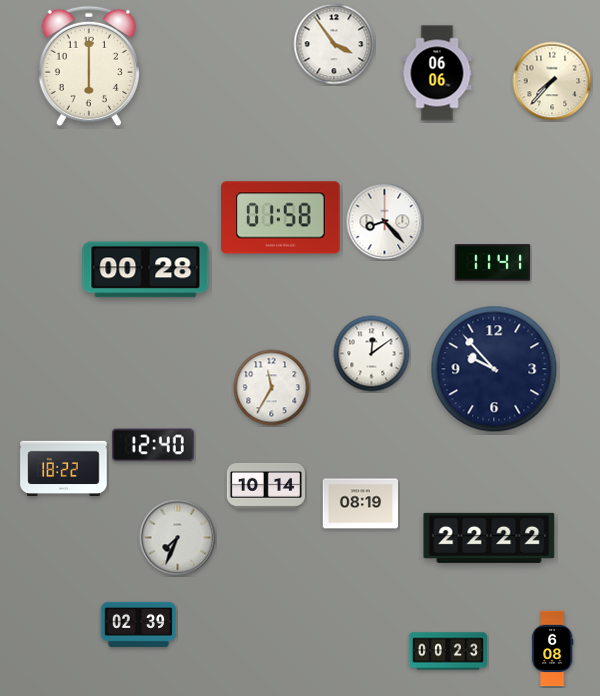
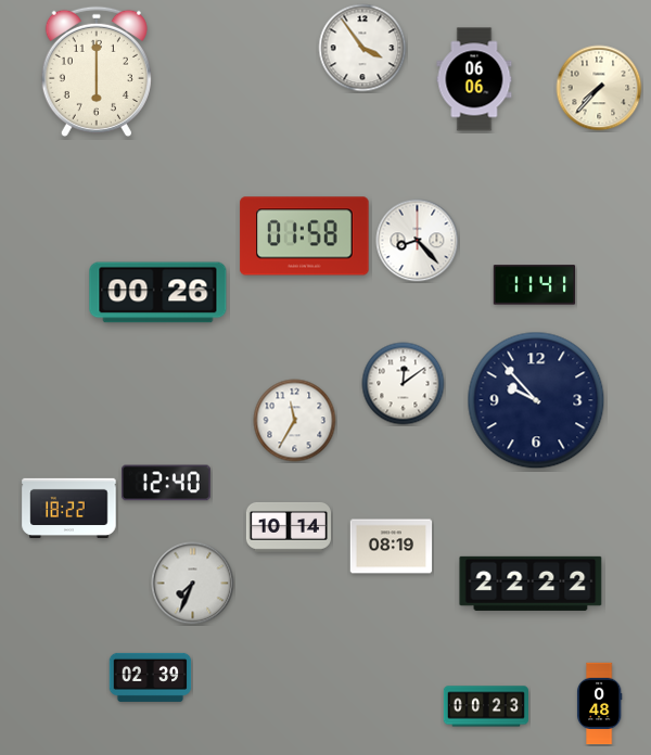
clock at (146, 270): 00:28 -> 00:26
clock at (552, 649): 6:08 -> 0:48
